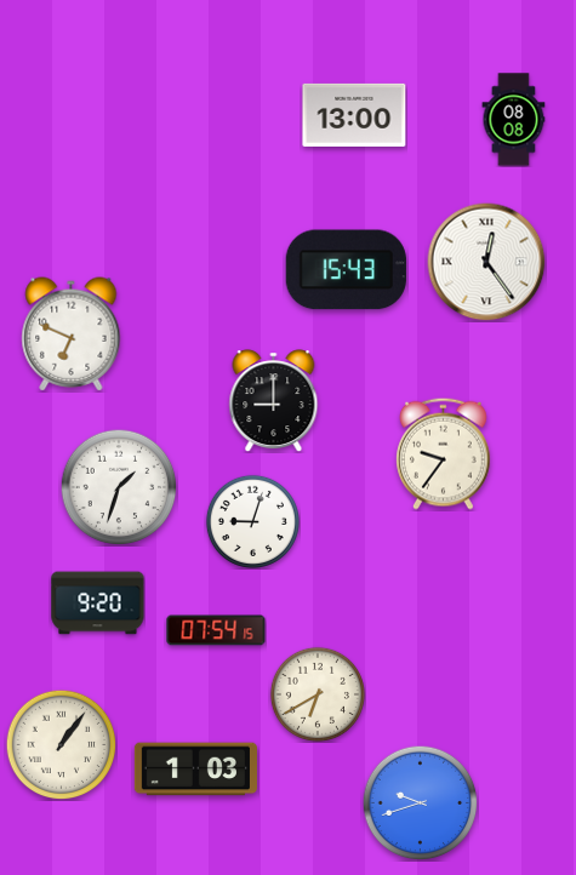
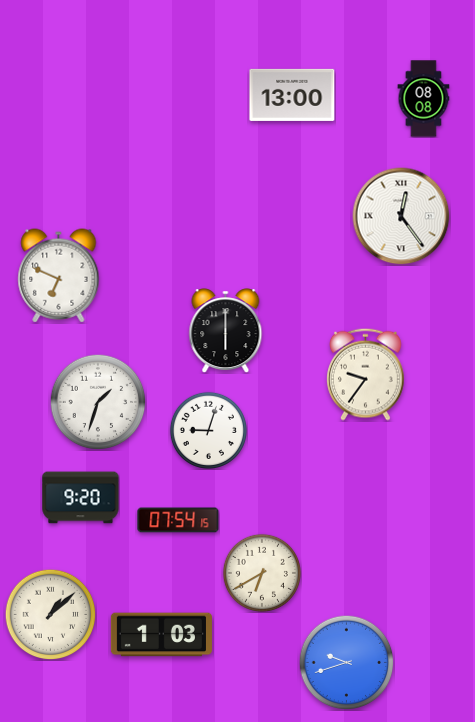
clock at (346, 270): 15:43 -> none
clock at (274, 401): 9:00 -> 6:00
clock at (61, 744): 1:06 -> 1:08
